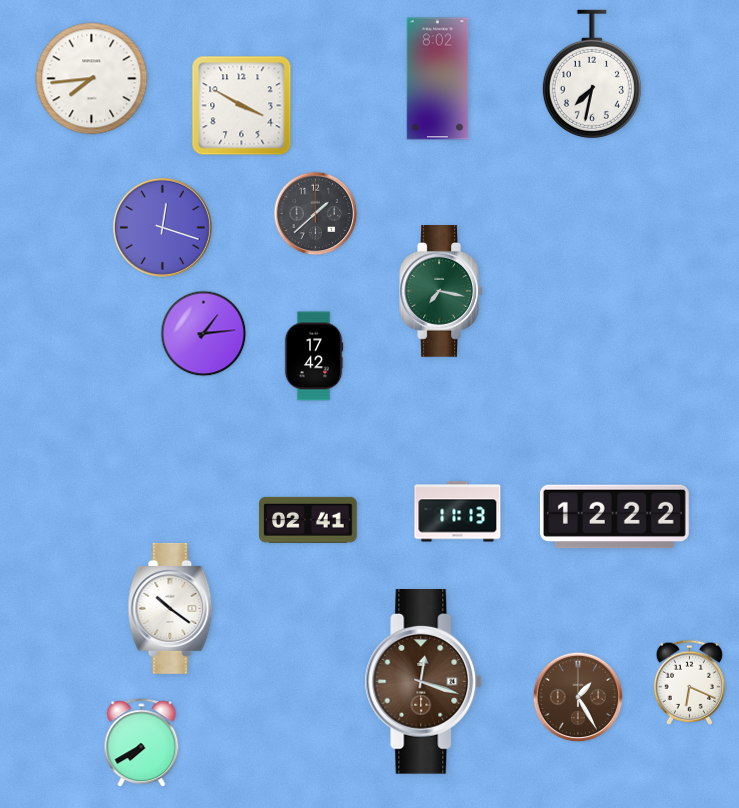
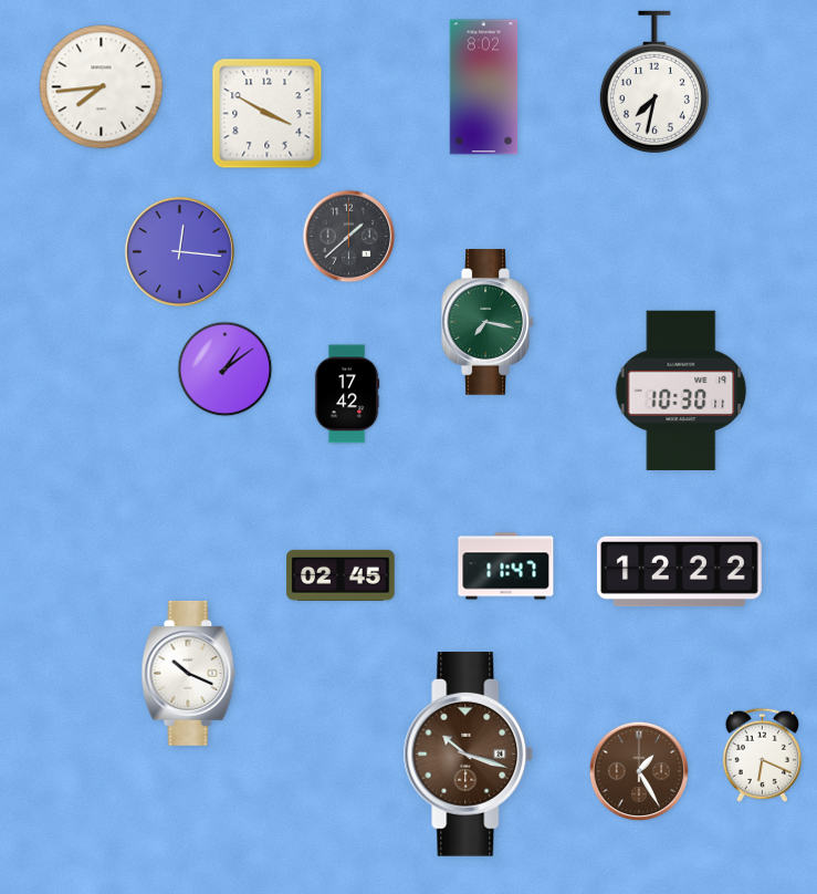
clock at (242, 106) position: (242, 106) -> (268, 114)
clock at (162, 227): 12:18 -> 12:16
clock at (204, 334): 1:14 -> 1:09
clock at (681, 389): none -> 10:30
clock at (458, 512): 11:13 -> 11:47
clock at (308, 520): 02:41 -> 02:45
clock at (171, 608): 10:21 -> 10:19
clock at (424, 682): 12:18 -> 10:18
clock at (142, 743): 7:40 -> none
